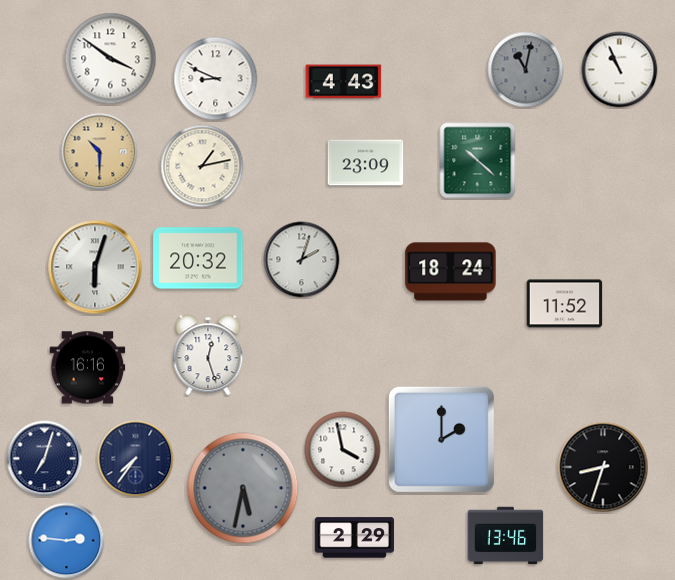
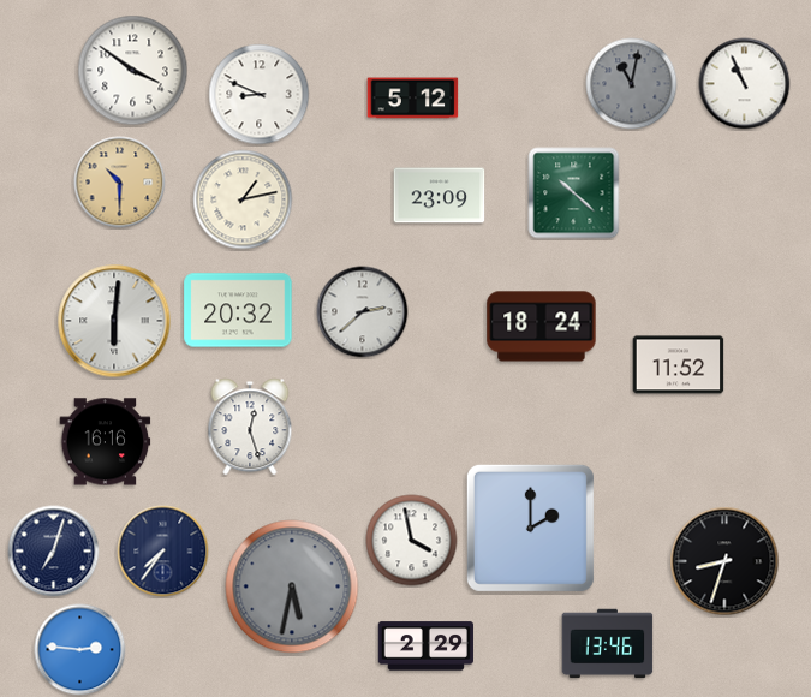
clock at (344, 82): 4:43 -> 5:12
clock at (302, 260): 2:03 -> 2:38
clock at (95, 267): 6:03 -> 6:01
